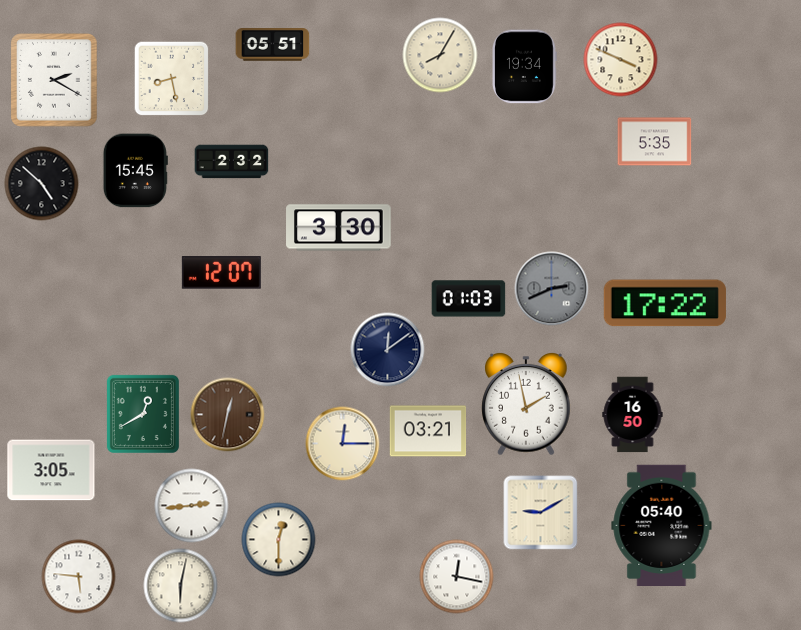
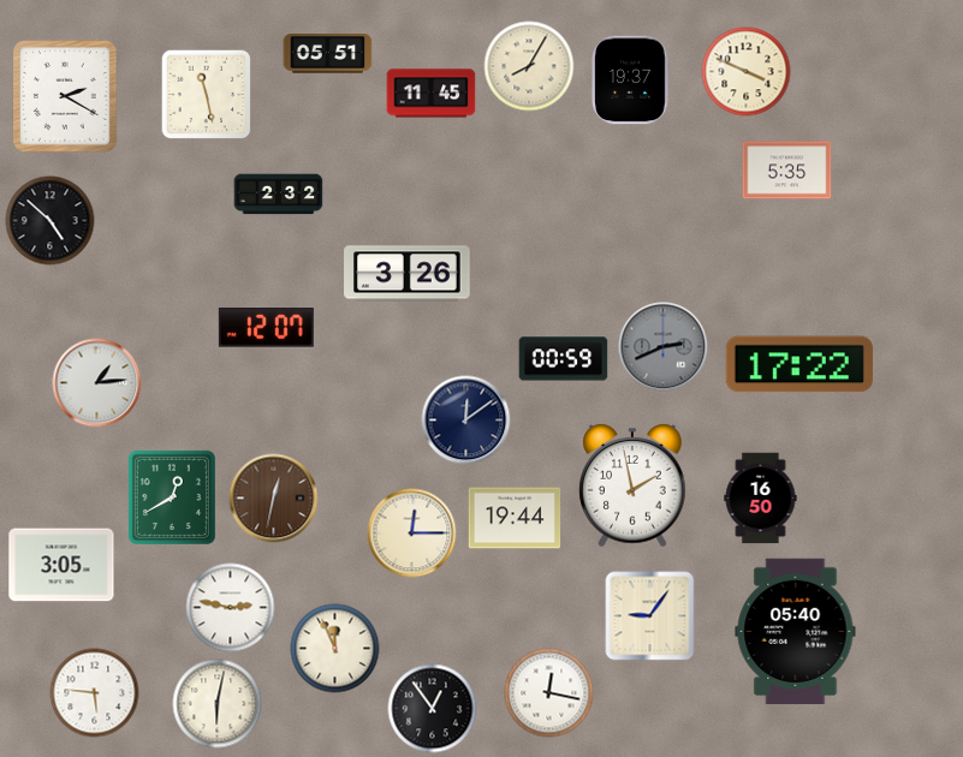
clock at (524, 67): 19:34 -> 19:37
clock at (432, 94): none -> 11:45
clock at (172, 79): 8:28 -> 11:28
clock at (135, 171): 15:45 -> none
clock at (339, 228): 3:30 -> 3:26
clock at (469, 299): 01:03 -> 00:59
clock at (97, 383): none -> 1:14
clock at (428, 431): 03:21 -> 19:44
clock at (192, 506): 2:44 -> 2:47
clock at (541, 513): 9:10 -> 9:06
clock at (279, 540): 12:30 -> 11:56
clock at (433, 709): none -> 12:54
